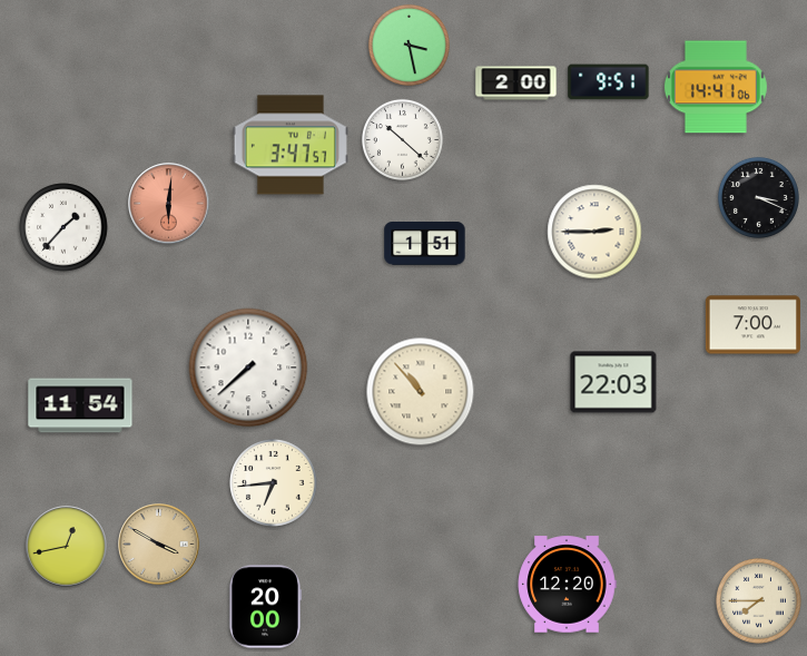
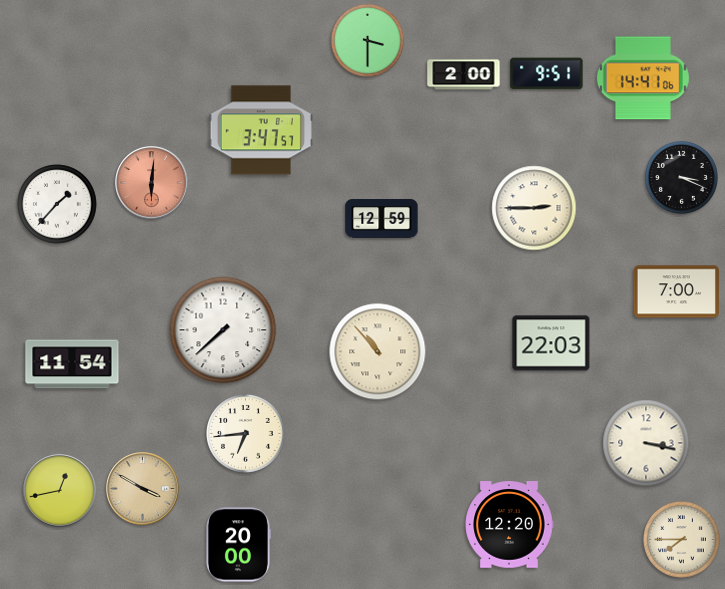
clock at (409, 45): 3:28 -> 3:30
clock at (402, 139): 10:22 -> none
clock at (425, 244): 1:51 -> 12:59
clock at (646, 443): none -> 3:17
